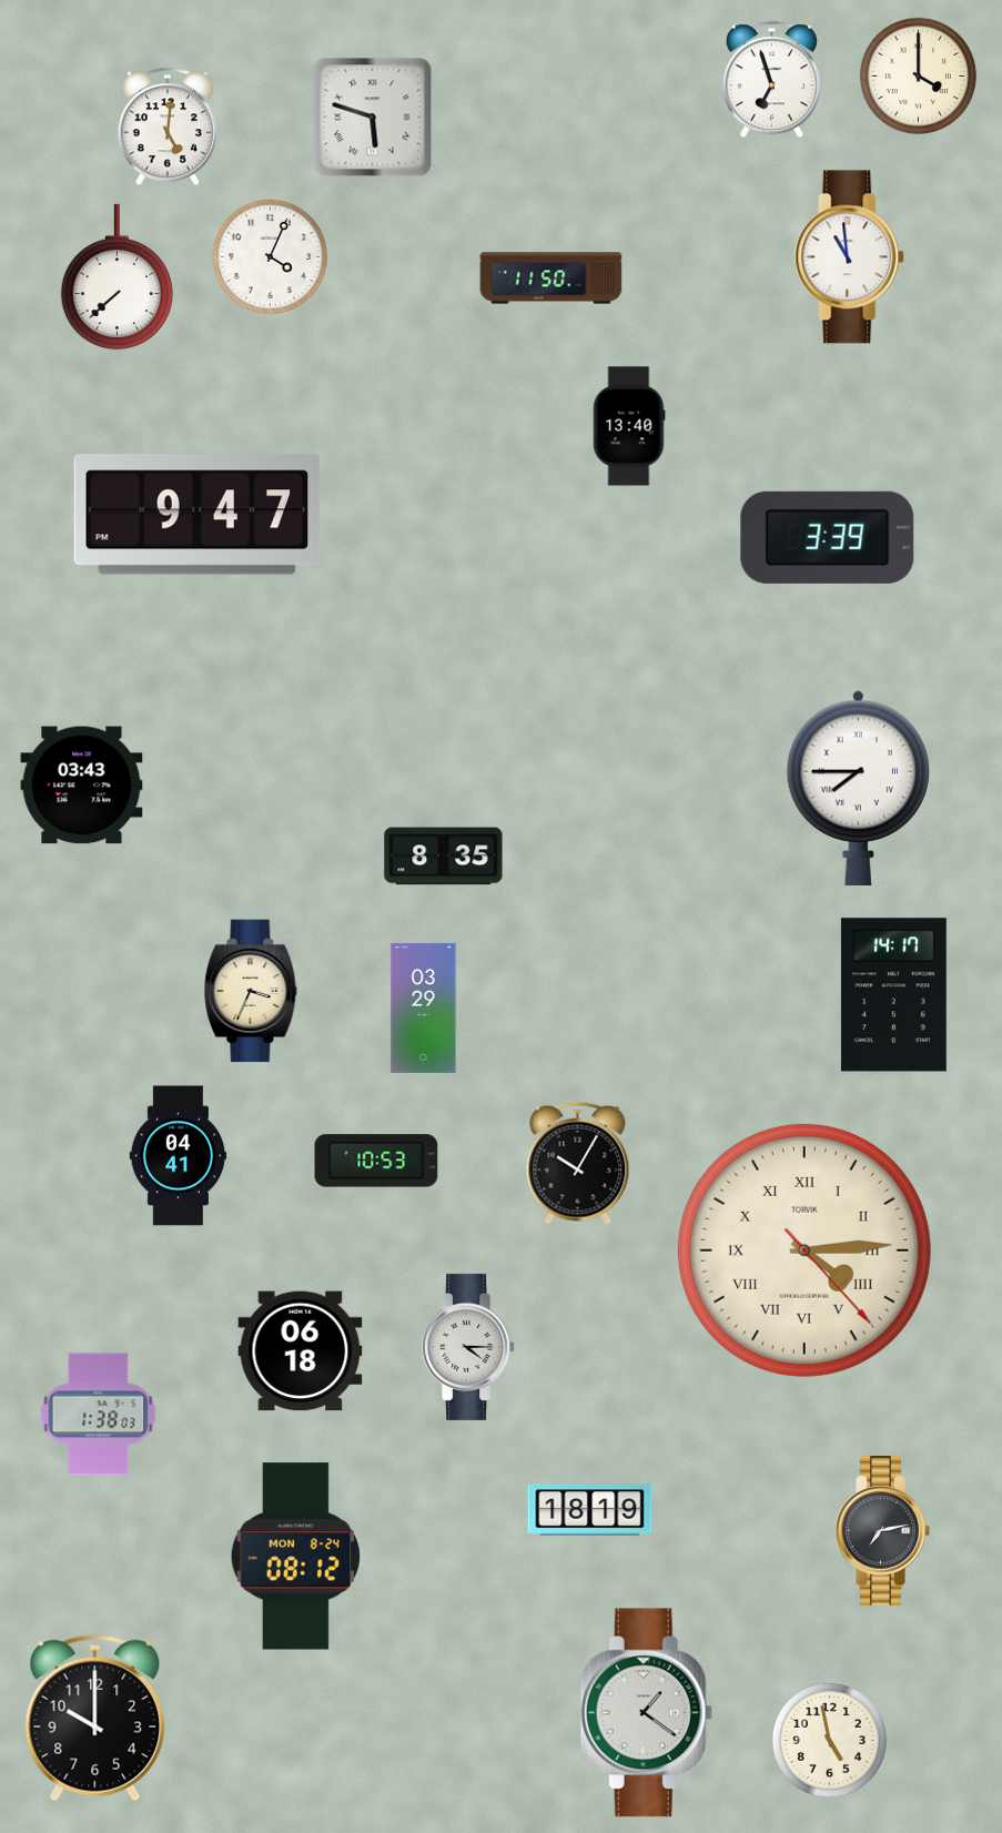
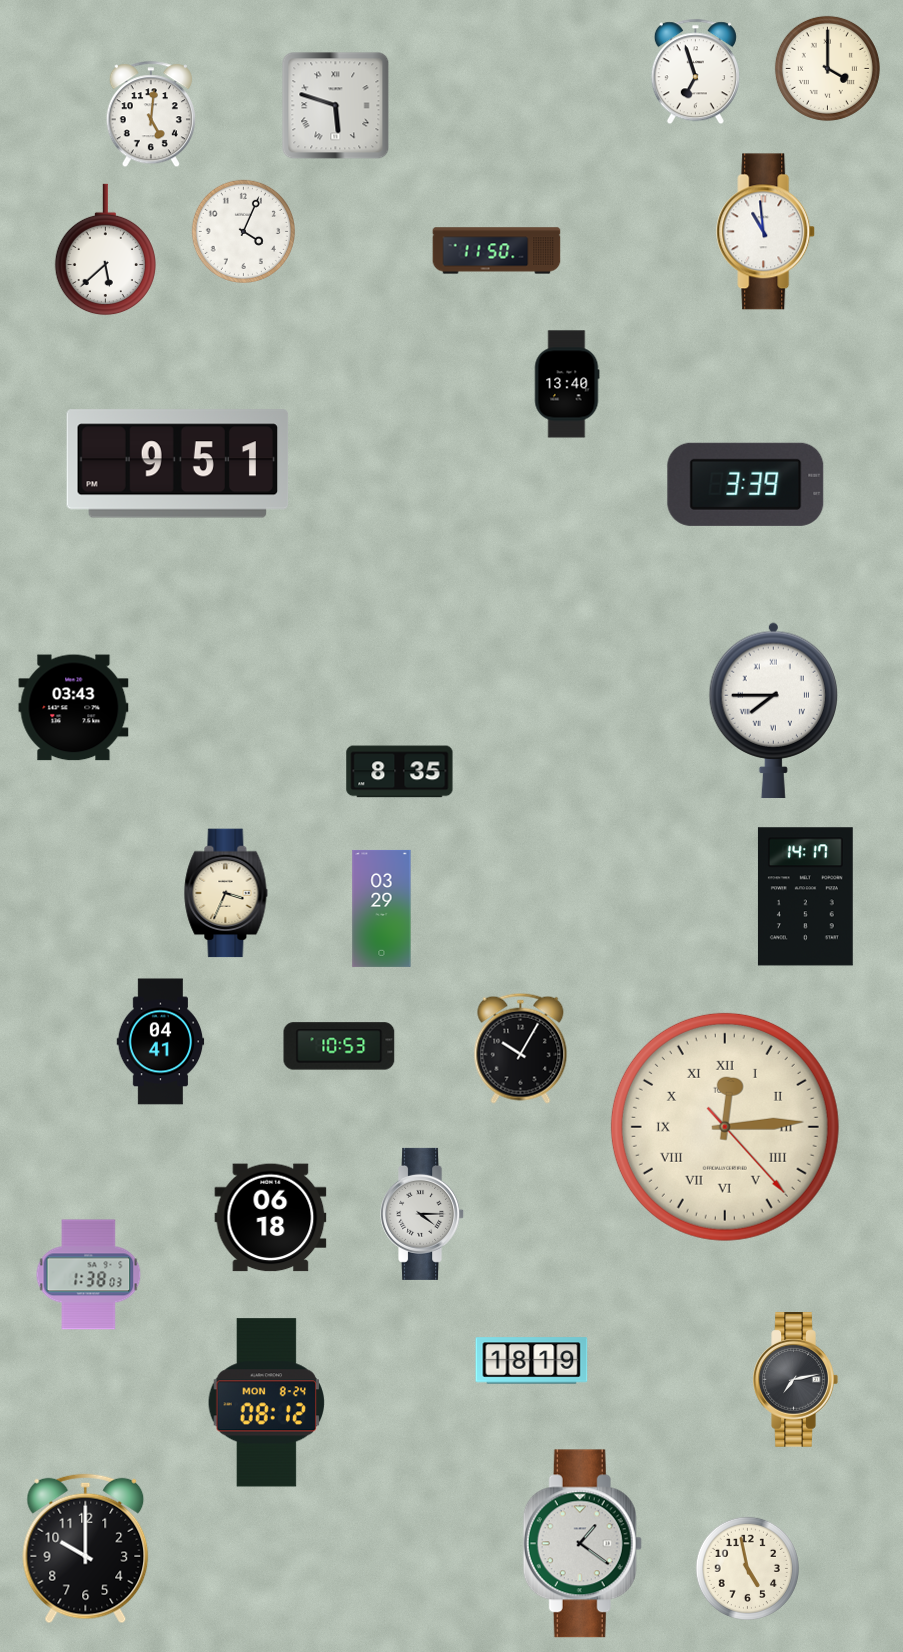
clock at (117, 277): 7:38 -> 5:38
clock at (198, 515): 9:47 -> 9:51
clock at (804, 1250): 4:14 -> 12:14
